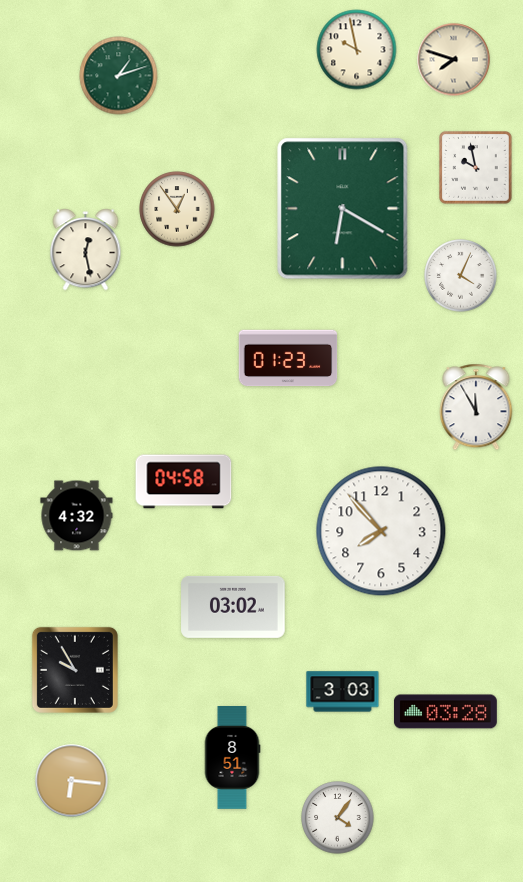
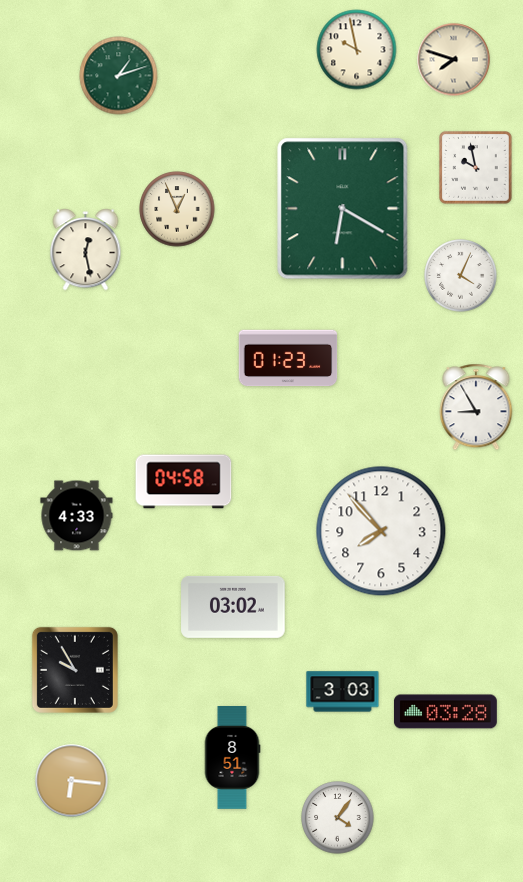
clock at (177, 209): 12:54 -> 12:56
clock at (476, 407): 11:55 -> 8:55
clock at (77, 516): 4:32 -> 4:33
